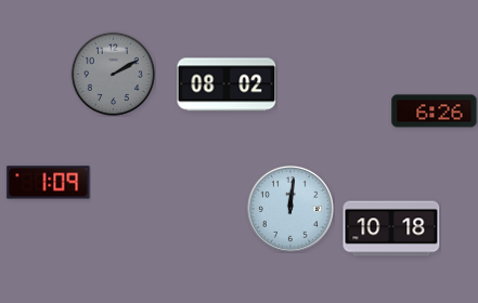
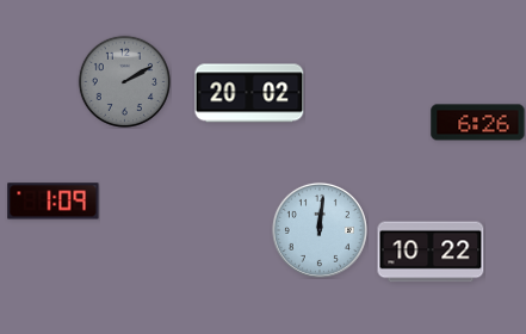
clock at (227, 84): 08:02 -> 20:02
clock at (391, 228): 10:18 -> 10:22
